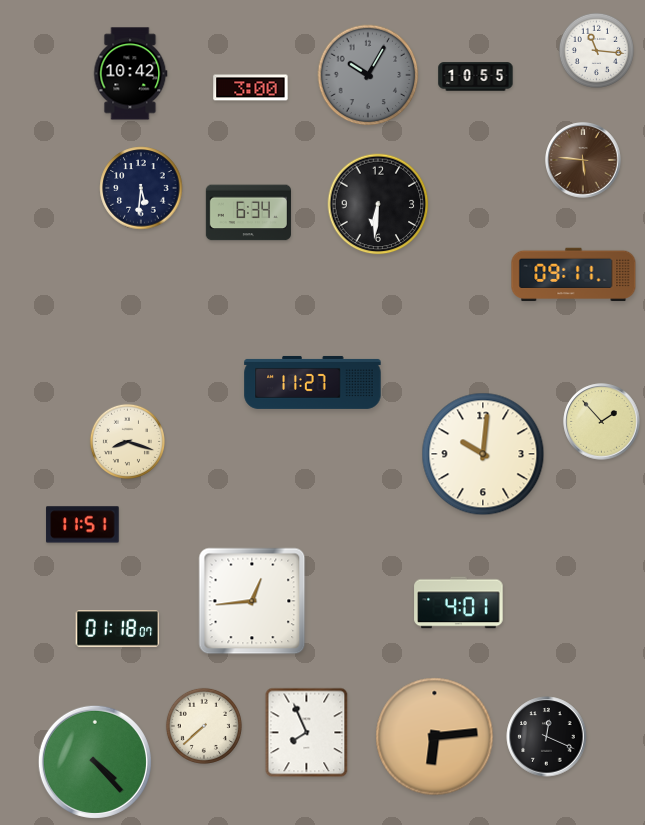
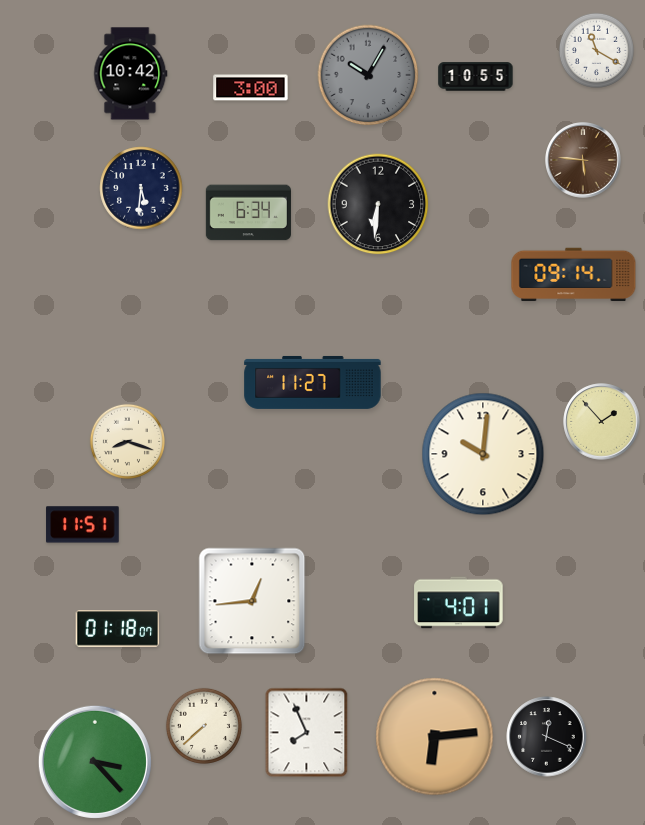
clock at (596, 50): 11:16 -> 11:20
clock at (574, 275): 09:11 -> 09:14
clock at (95, 762): 4:23 -> 3:23
